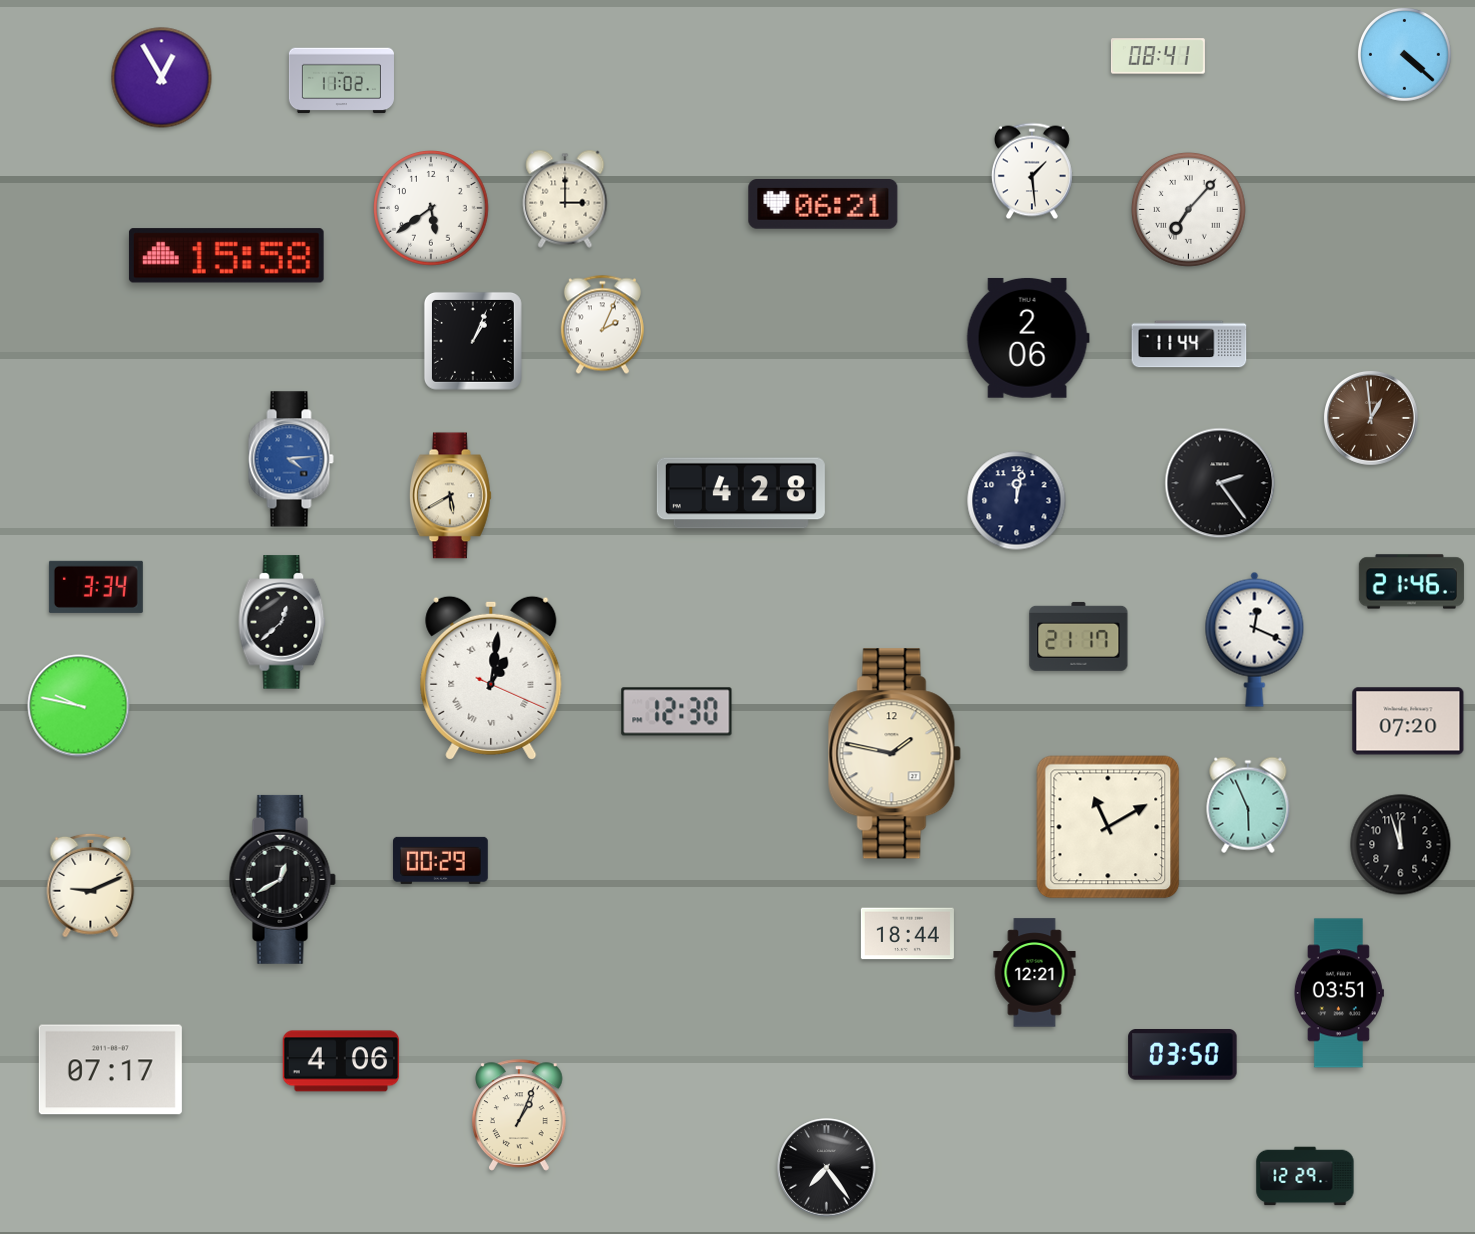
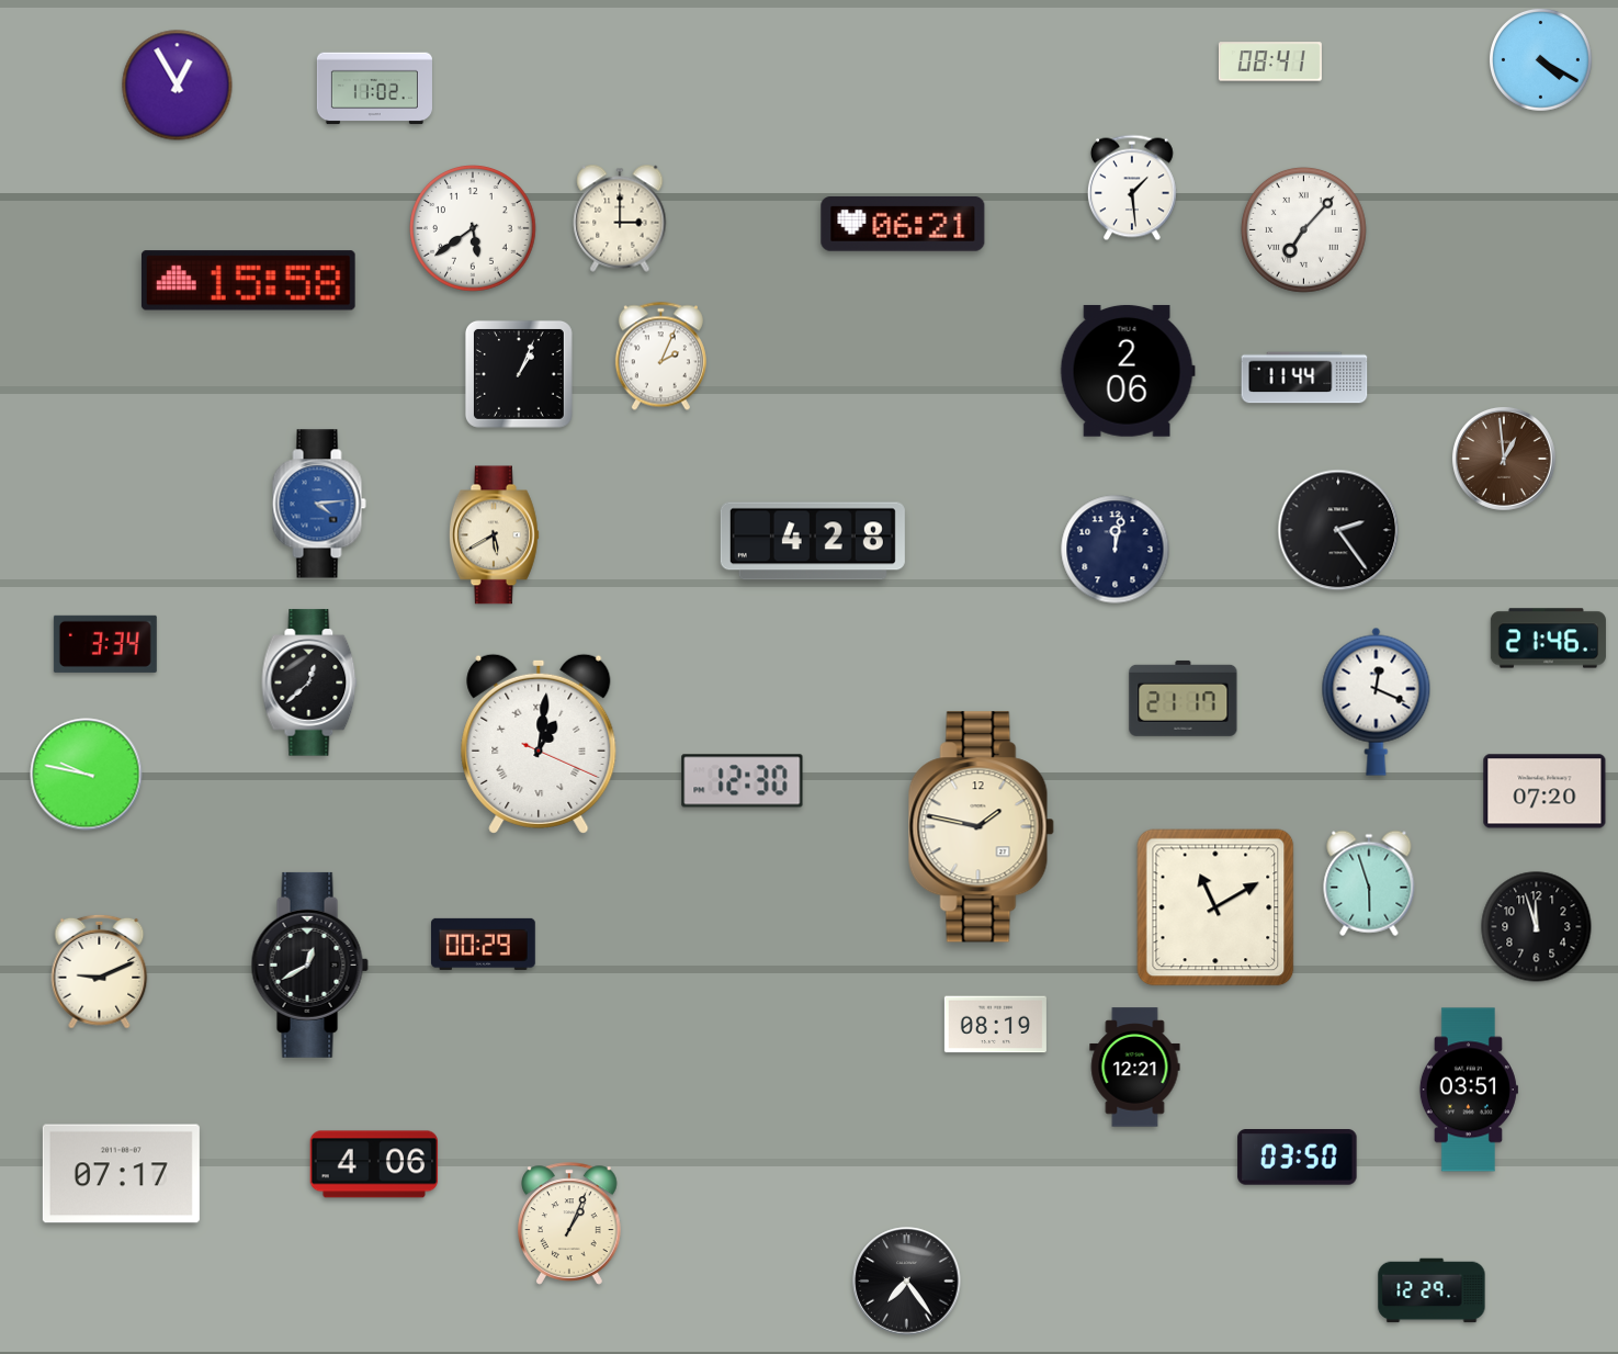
clock at (1405, 55): 4:22 -> 4:20
clock at (450, 496) position: (450, 496) -> (494, 535)
clock at (1248, 805): 5:56 -> 5:57
clock at (907, 934): 18:44 -> 08:19
